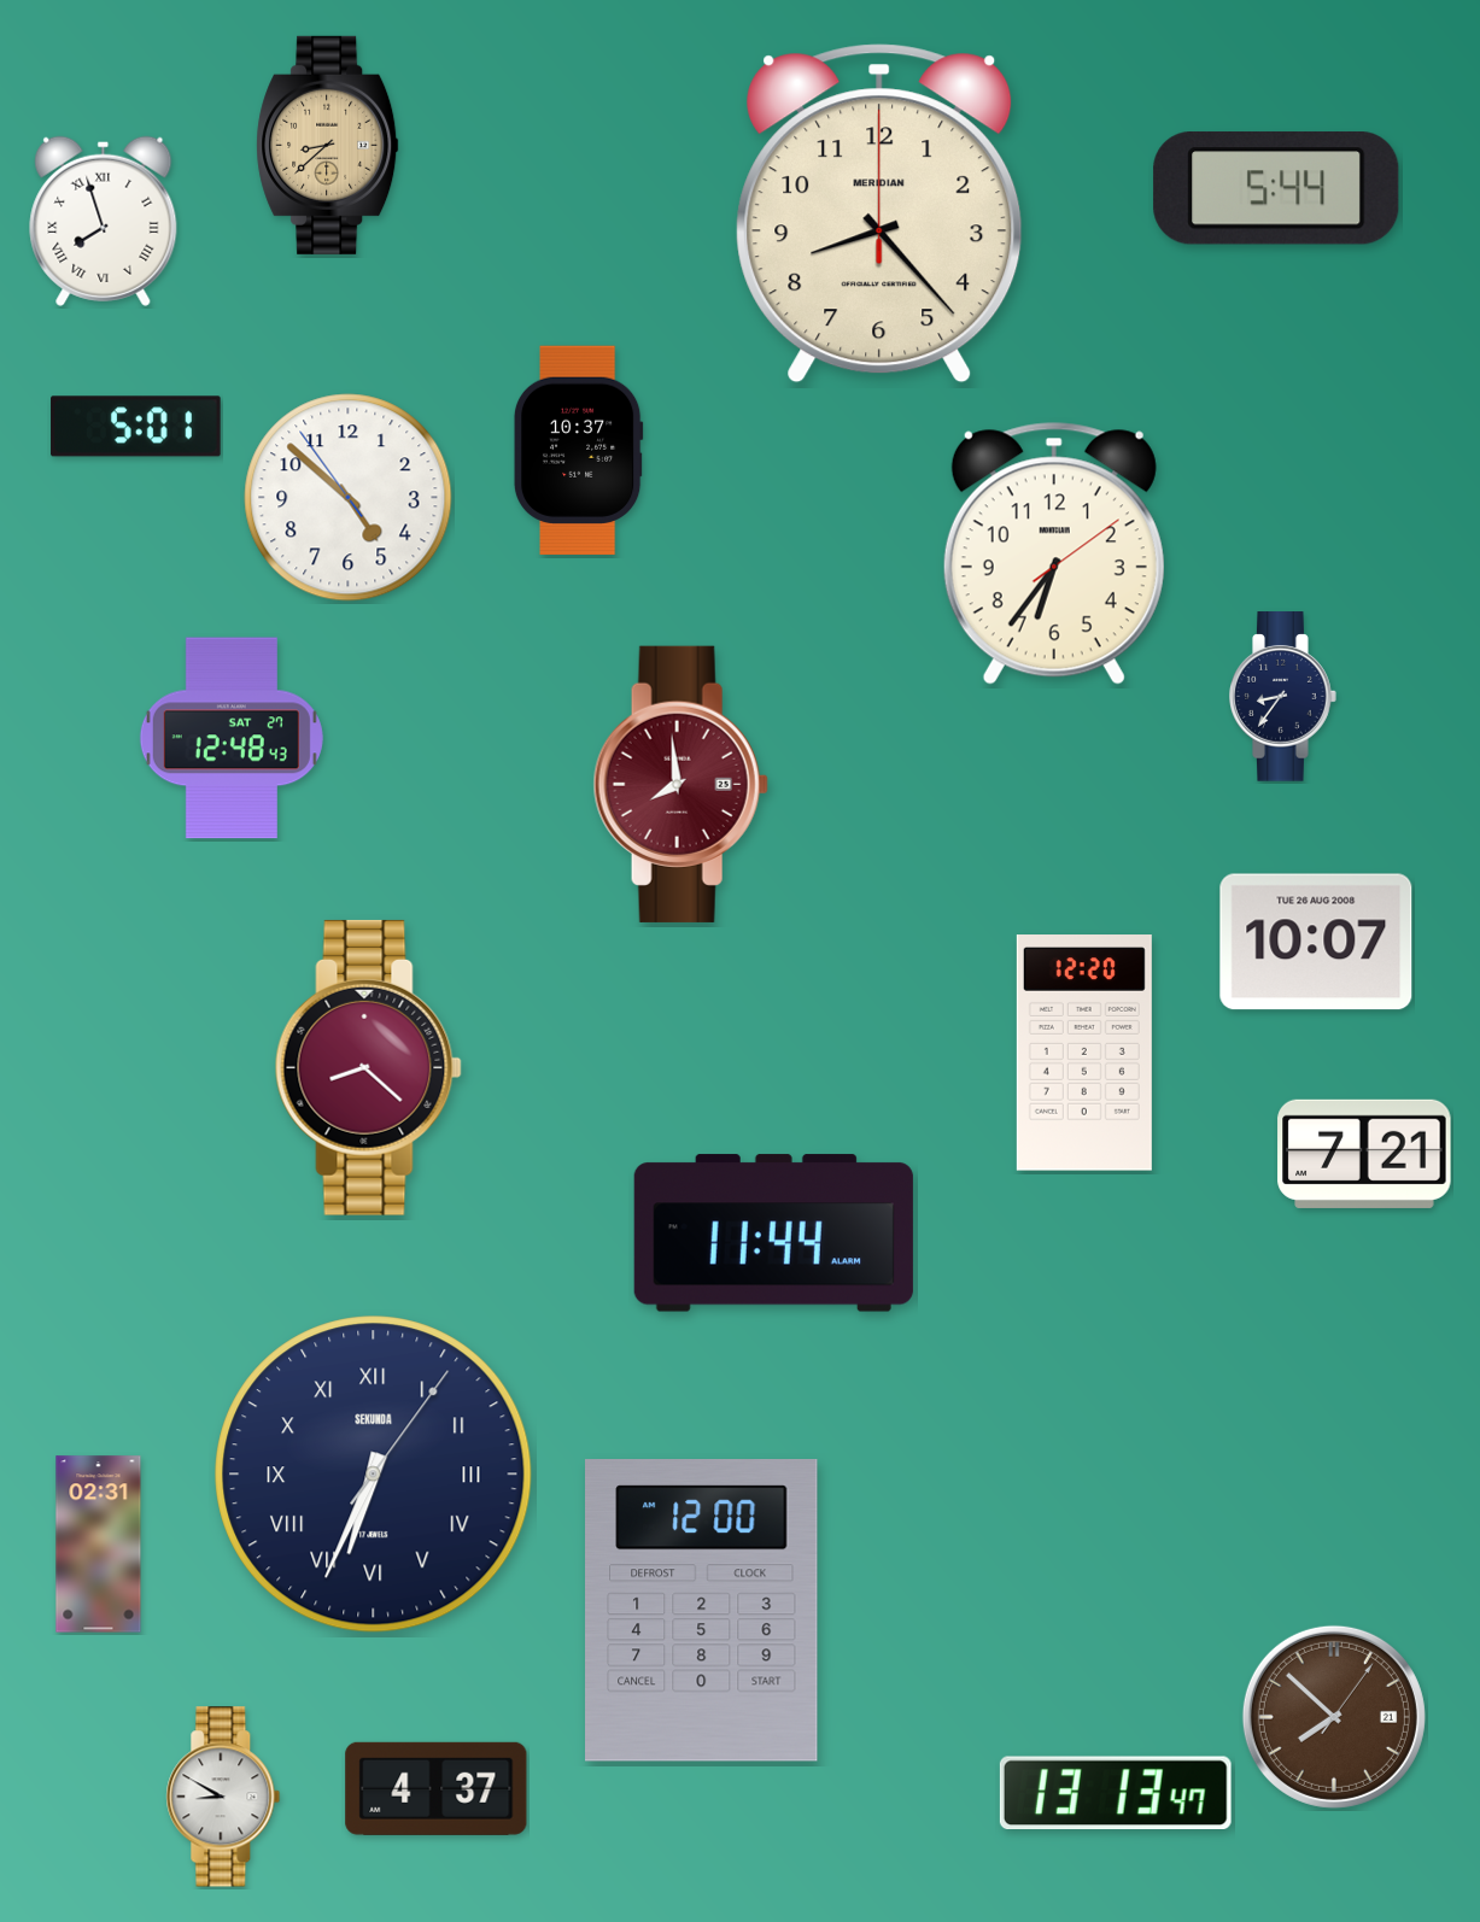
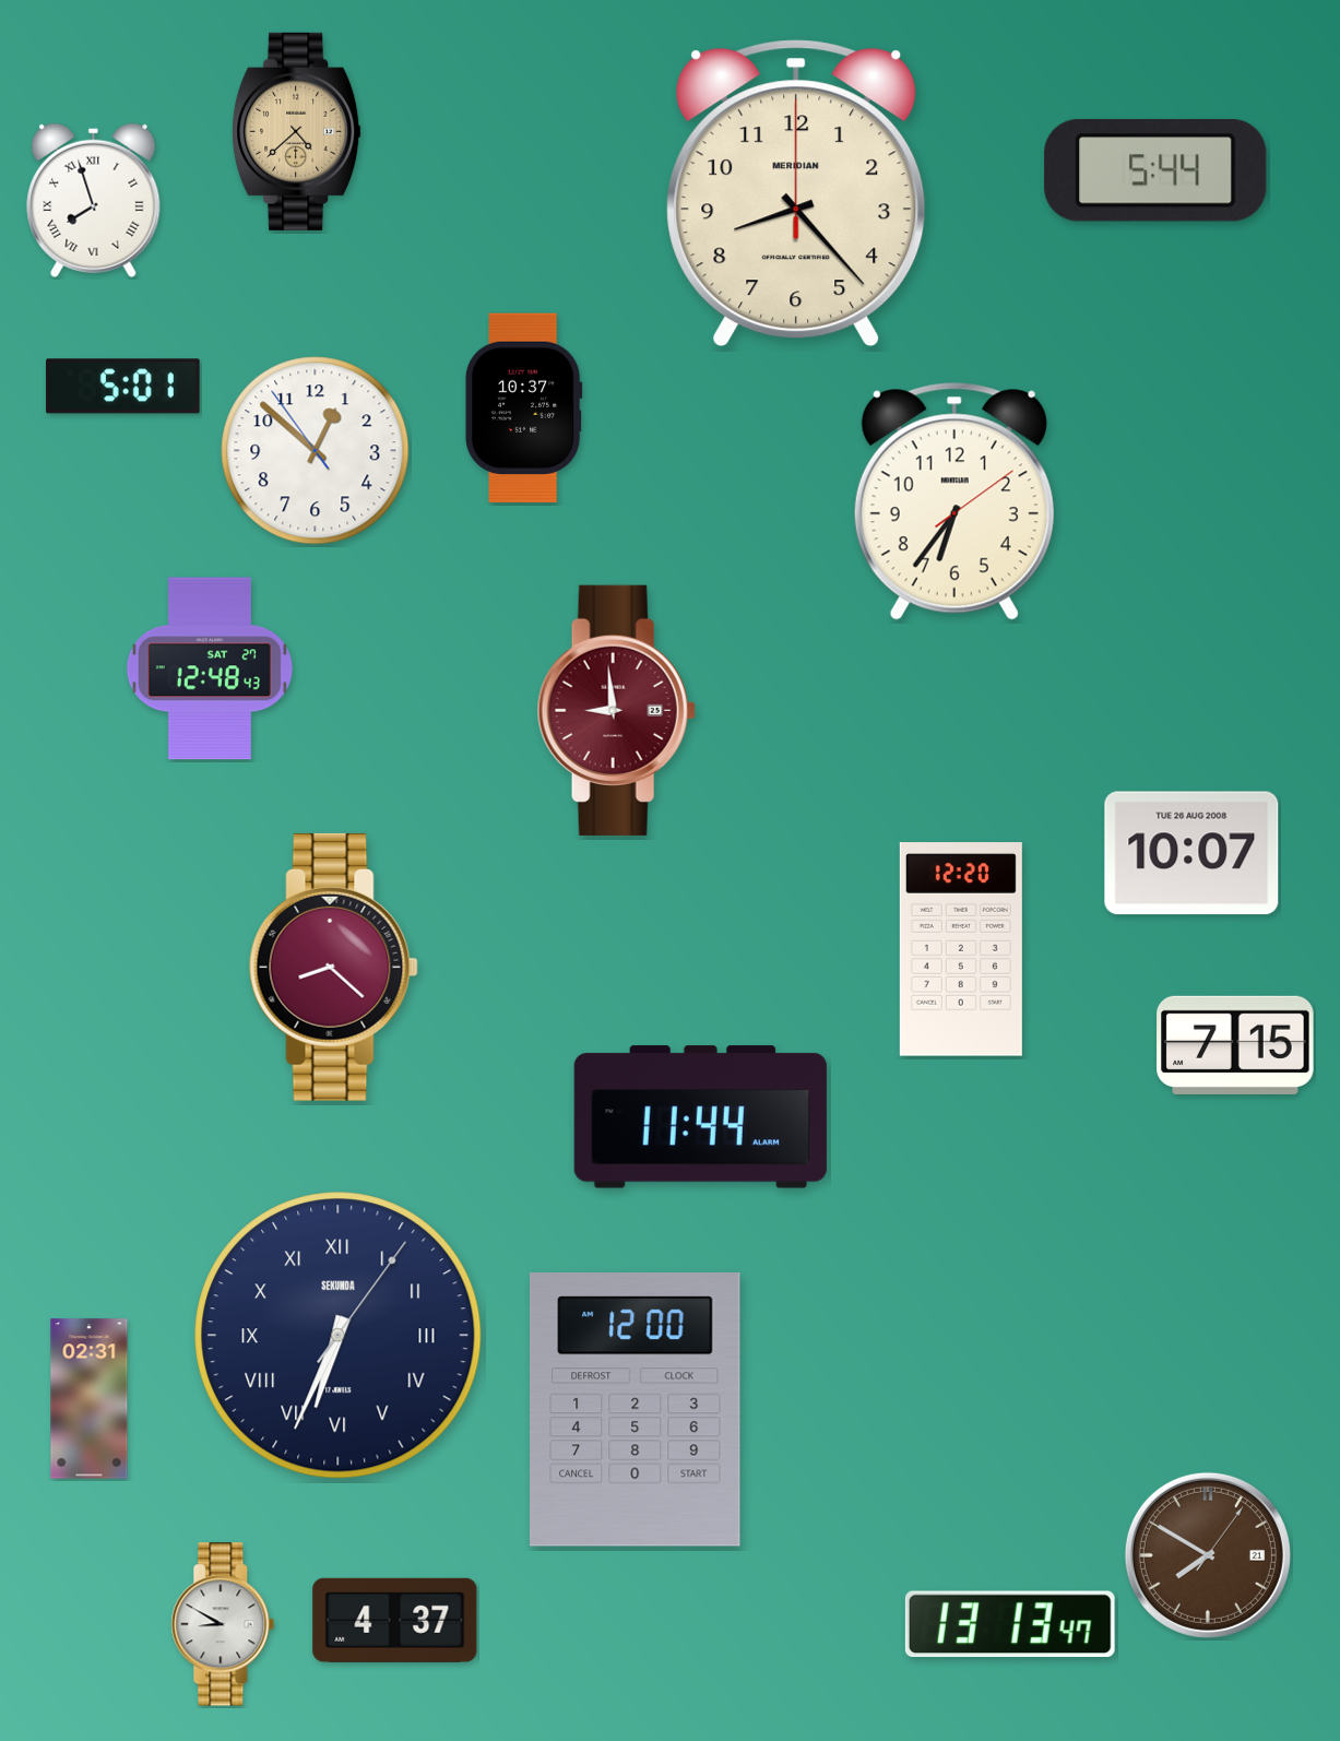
clock at (328, 145): 8:38 -> 4:38
clock at (349, 498): 4:51 -> 12:51
clock at (1283, 697): 8:36 -> none
clock at (680, 784): 7:59 -> 8:59
clock at (1084, 1053) position: (1084, 1053) -> (961, 949)
clock at (1364, 1154): 7:21 -> 7:15
clock at (702, 1611) position: (702, 1611) -> (636, 1410)
clock at (1334, 1717): 7:52 -> 7:50
clock at (223, 1797) position: (223, 1797) -> (223, 1624)
